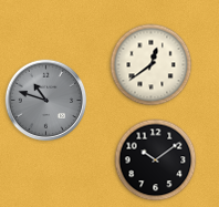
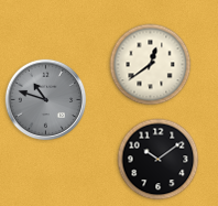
clock at (156, 161) position: (156, 161) -> (159, 160)
